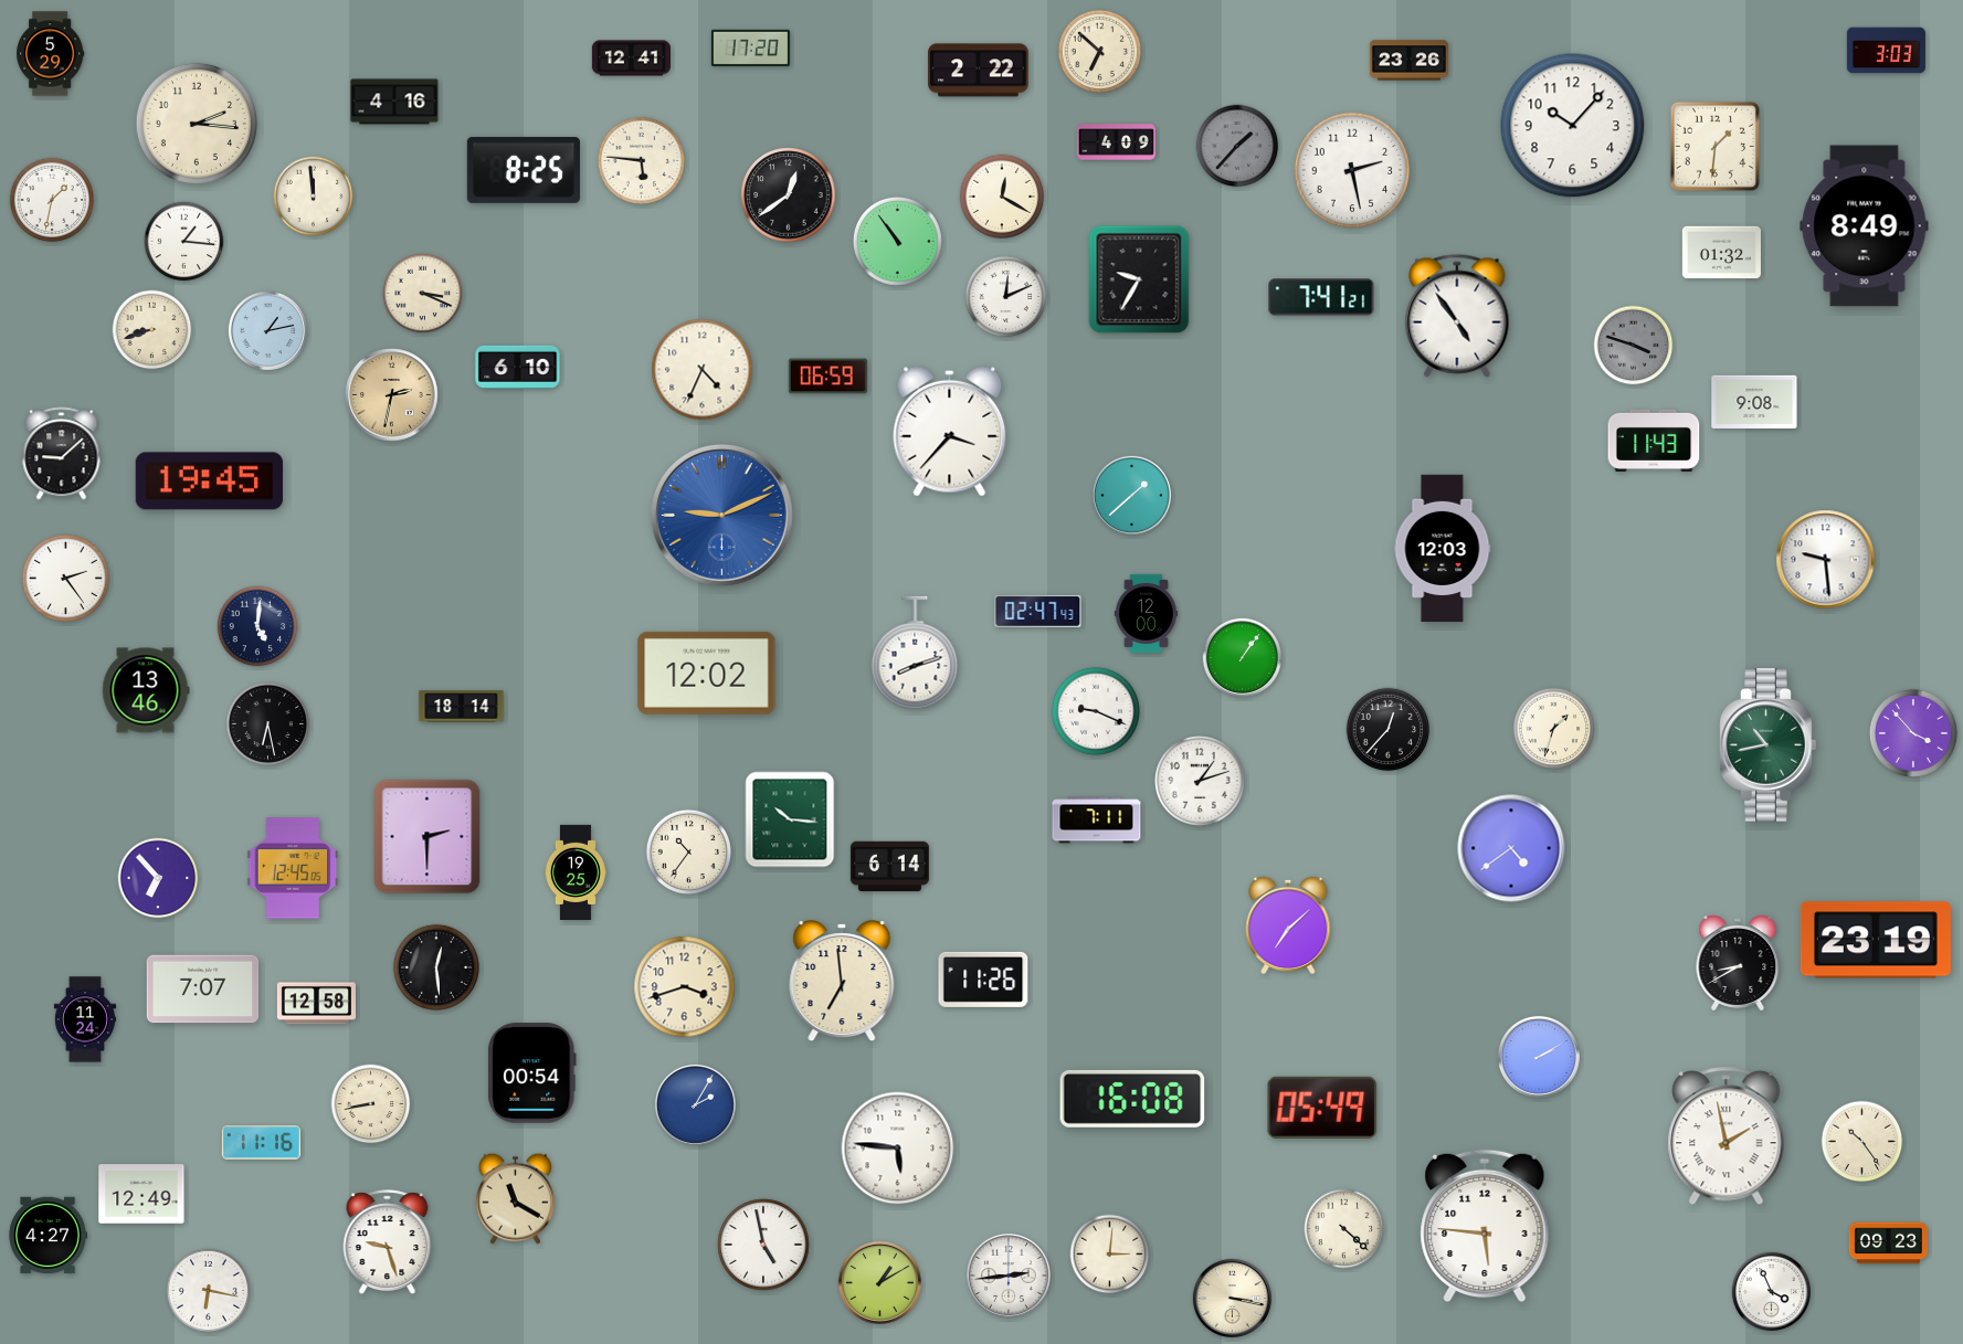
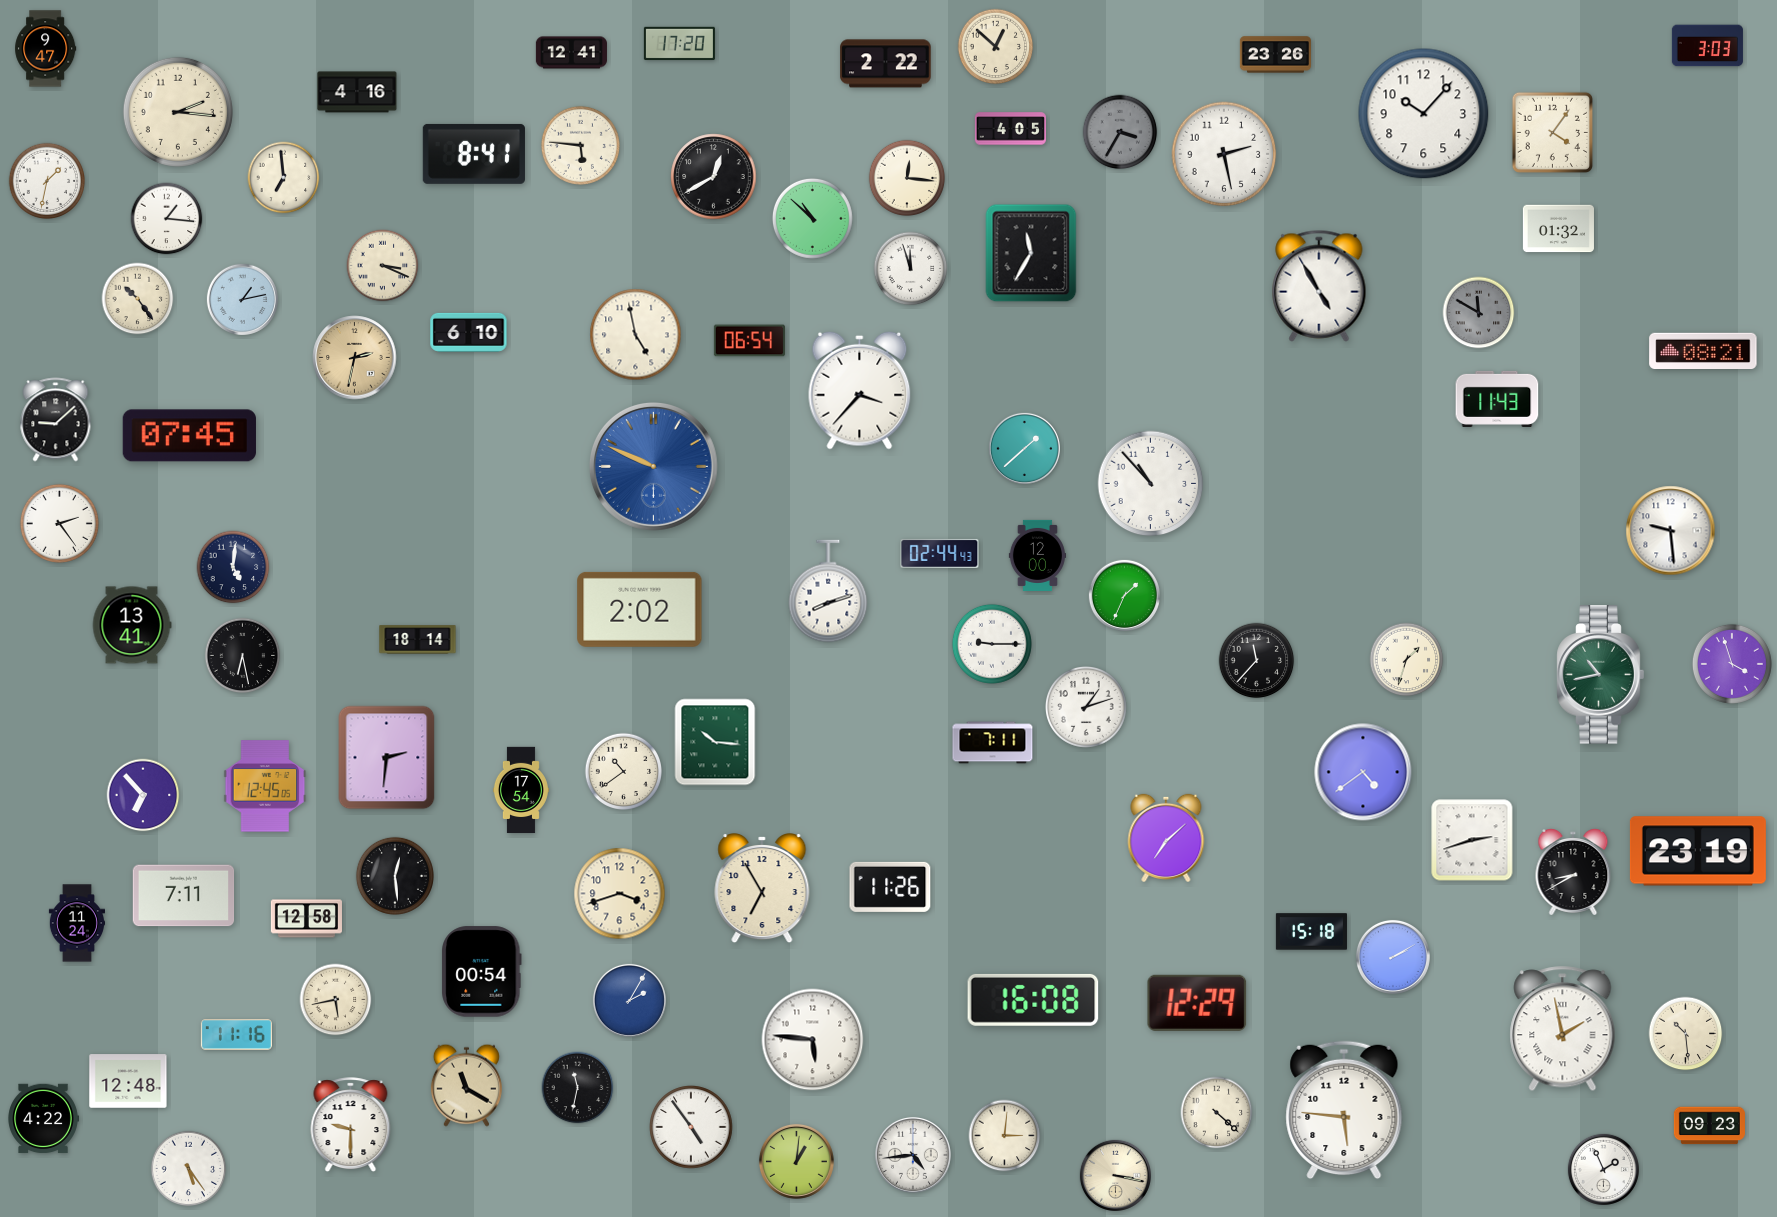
clock at (1100, 52): 6:52 -> 12:52
clock at (51, 54): 5:29 -> 9:47
clock at (1116, 142): 4:09 -> 4:05
clock at (1237, 146): 1:37 -> 3:35
clock at (1714, 146): 1:31 -> 4:06
clock at (524, 170): 8:25 -> 8:41
clock at (789, 195): 12:39 -> 12:40
clock at (314, 197): 11:59 -> 6:59
clock at (1002, 197): 12:20 -> 12:16
clock at (1865, 226): 8:49 -> none
clock at (897, 241): 10:54 -> 10:52
clock at (1139, 279): 9:35 -> 11:35
clock at (1006, 297): 12:11 -> 11:57
clock at (1321, 297): 7:41 -> none
clock at (1457, 316): 4:54 -> 4:55
clock at (152, 330): 8:42 -> 10:24
clock at (1634, 346): 3:48 -> 11:50
clock at (703, 370): 4:34 -> 4:58
clock at (827, 377): 06:59 -> 06:54
clock at (1703, 350): none -> 08:21
clock at (1754, 402): 9:08 -> none
clock at (62, 454) position: (62, 454) -> (56, 420)
clock at (209, 481): 19:45 -> 07:45
clock at (721, 515): 9:11 -> 9:49
clock at (1151, 484): none -> 10:53
clock at (1443, 549): 12:03 -> none
clock at (1826, 560) position: (1826, 560) -> (1671, 531)
clock at (1038, 611): 02:47 -> 02:44
clock at (1242, 657): 1:06 -> 1:34
clock at (707, 673): 12:02 -> 2:02
clock at (146, 690): 13:46 -> 13:41
clock at (1096, 711): 9:19 -> 9:15
clock at (1389, 730): 12:37 -> 11:37
clock at (1913, 733): 3:53 -> 3:57
clock at (428, 837): 2:30 -> 2:31
clock at (1511, 848) position: (1511, 848) -> (1363, 772)
clock at (688, 851): 10:36 -> 10:39
clock at (889, 867): 6:14 -> none
clock at (576, 872): 19:25 -> 17:54
clock at (1472, 840): none -> 2:42
clock at (842, 982): 6:59 -> 6:55
clock at (203, 990): 7:07 -> 7:11
clock at (316, 1004) position: (316, 1004) -> (306, 919)
clock at (1311, 932): none -> 15:18
clock at (1132, 1099) position: (1132, 1099) -> (1033, 1000)
clock at (371, 1104): 8:43 -> 5:43
clock at (1322, 1108): 05:49 -> 12:29
clock at (1862, 1142): 10:24 -> 10:29
clock at (141, 1194): 12:49 -> 12:48
clock at (578, 1088): none -> 11:32
clock at (48, 1236): 4:27 -> 4:22
clock at (388, 1242): 9:27 -> 9:30
clock at (763, 1245): 4:58 -> 4:54
clock at (1009, 1276): 2:44 -> 4:44
clock at (879, 1282): 1:10 -> 1:01
clock at (209, 1291): 6:17 -> 5:24
clock at (1771, 1291): 3:56 -> 1:56
